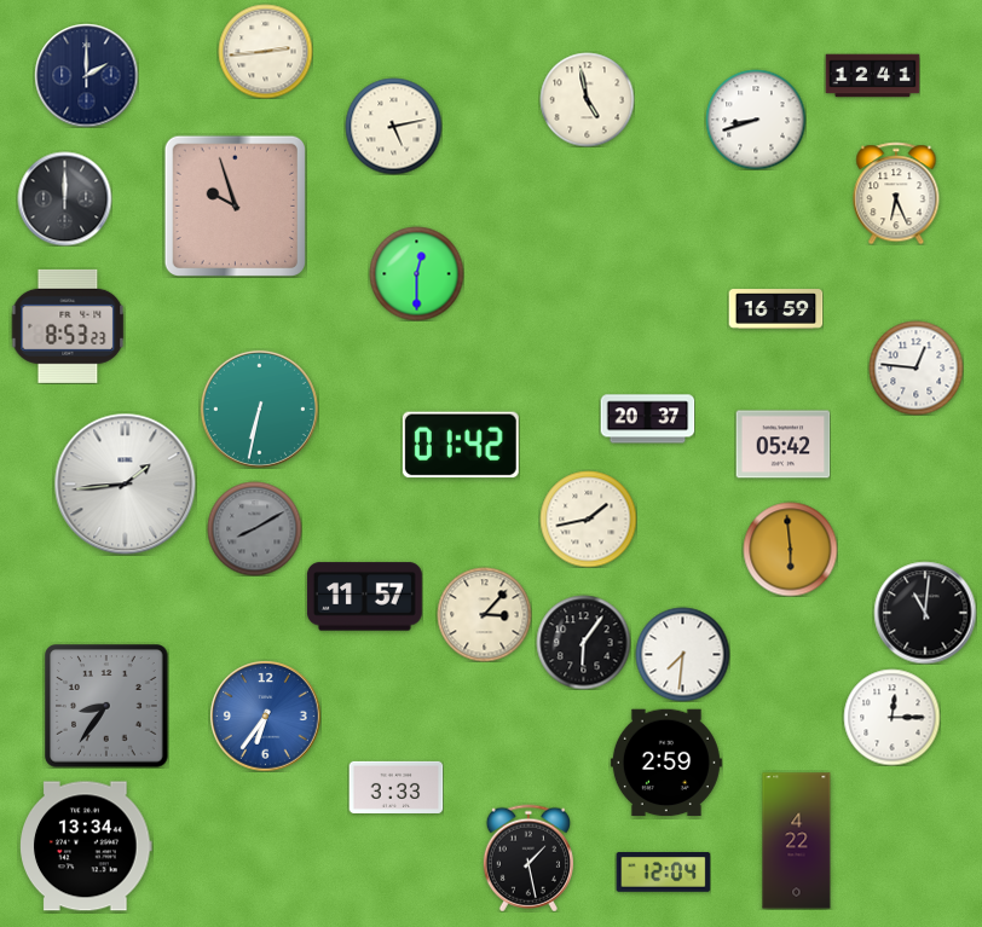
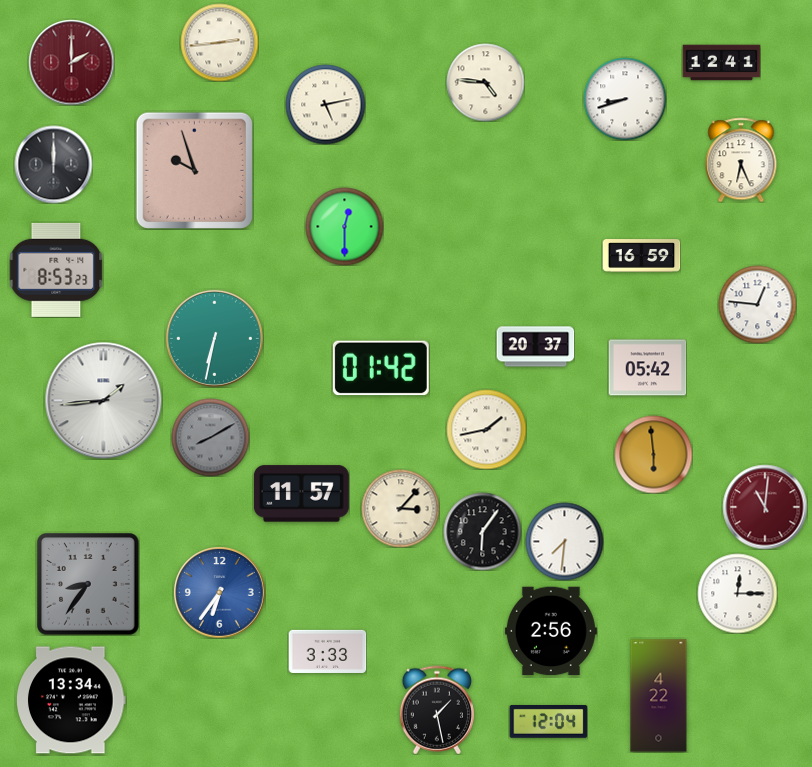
clock at (86, 75) dial: navy -> burgundy
clock at (587, 99): 4:58 -> 4:46
clock at (925, 613) dial: black -> burgundy
clock at (666, 763): 2:59 -> 2:56
